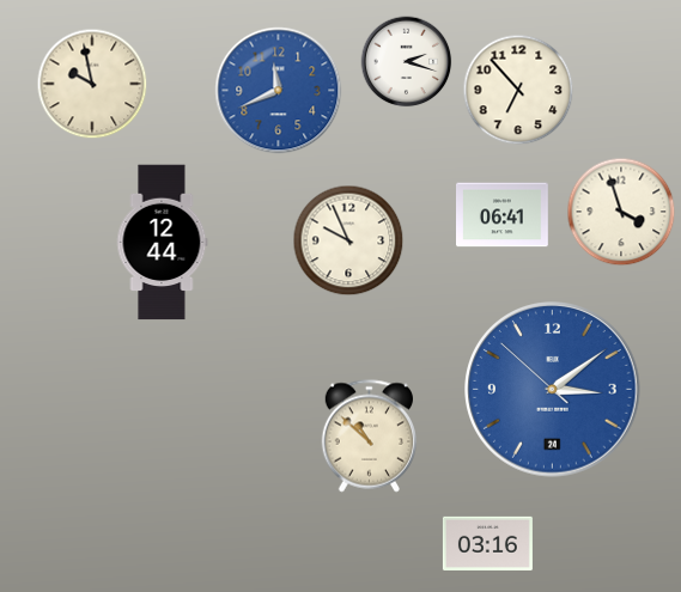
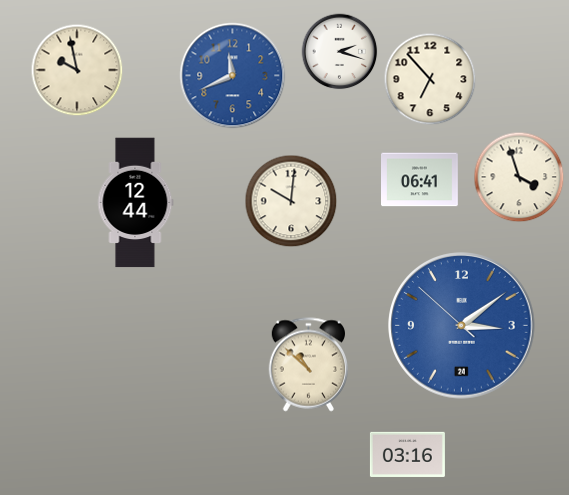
clock at (518, 90) position: (518, 90) -> (430, 79)
clock at (348, 240): 9:56 -> 10:01
